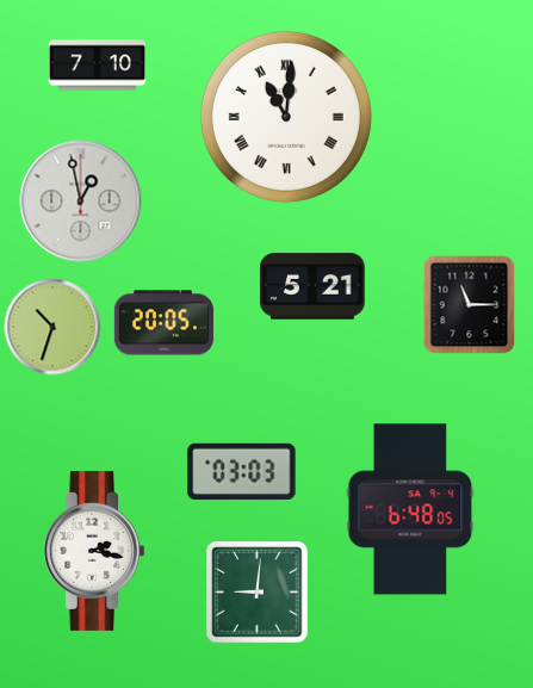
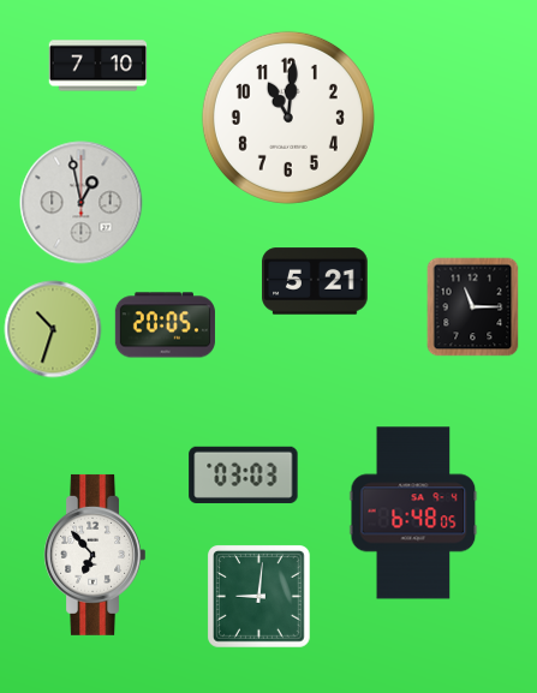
clock at (286, 117) numerals: Roman -> Arabic
clock at (312, 286) position: (312, 286) -> (315, 281)
clock at (93, 551): 2:17 -> 6:53
